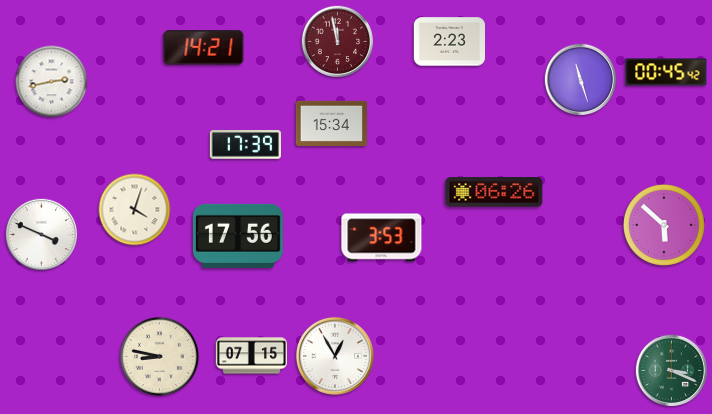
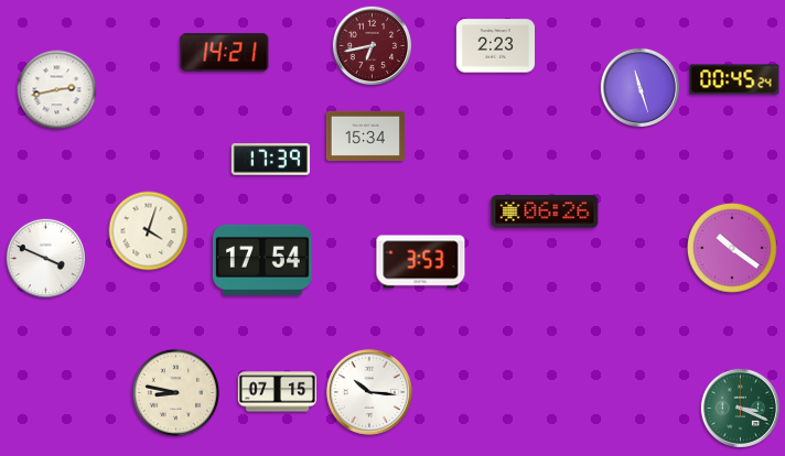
clock at (337, 41): 11:58 -> 6:43
clock at (666, 72): 00:45:42 -> 00:45:24
clock at (664, 225): 5:52 -> 10:21
clock at (238, 236): 17:56 -> 17:54
clock at (335, 356): 12:55 -> 10:16
